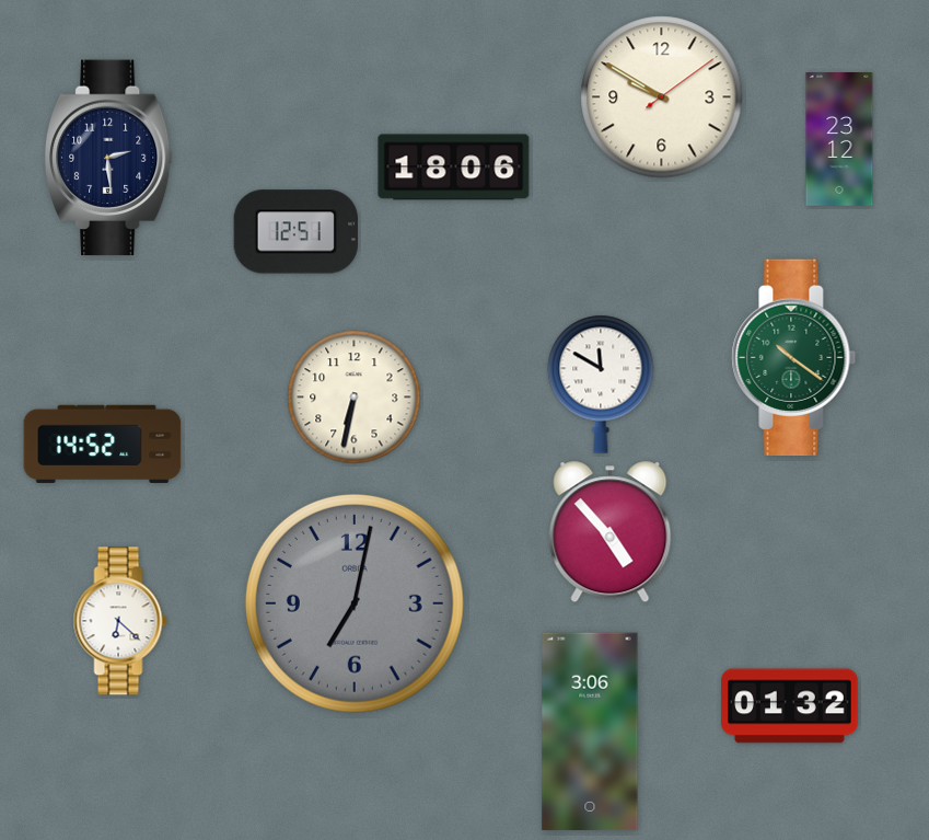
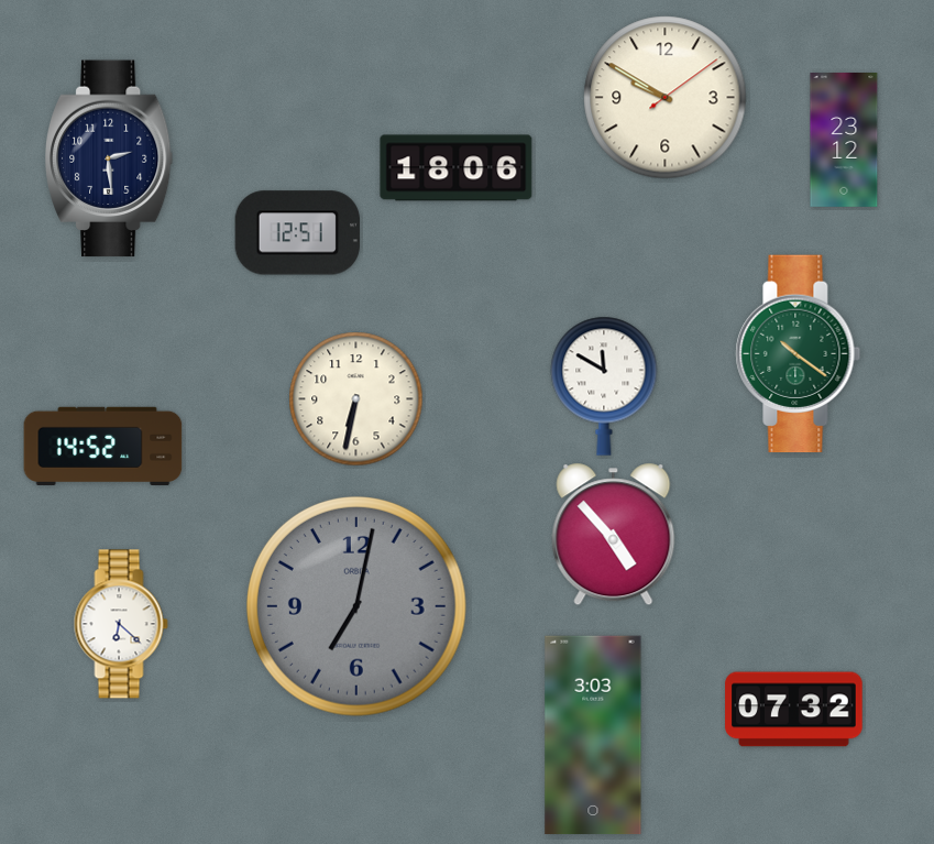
clock at (794, 358) position: (794, 358) -> (799, 354)
clock at (790, 706): 01:32 -> 07:32
clock at (590, 732): 3:06 -> 3:03
